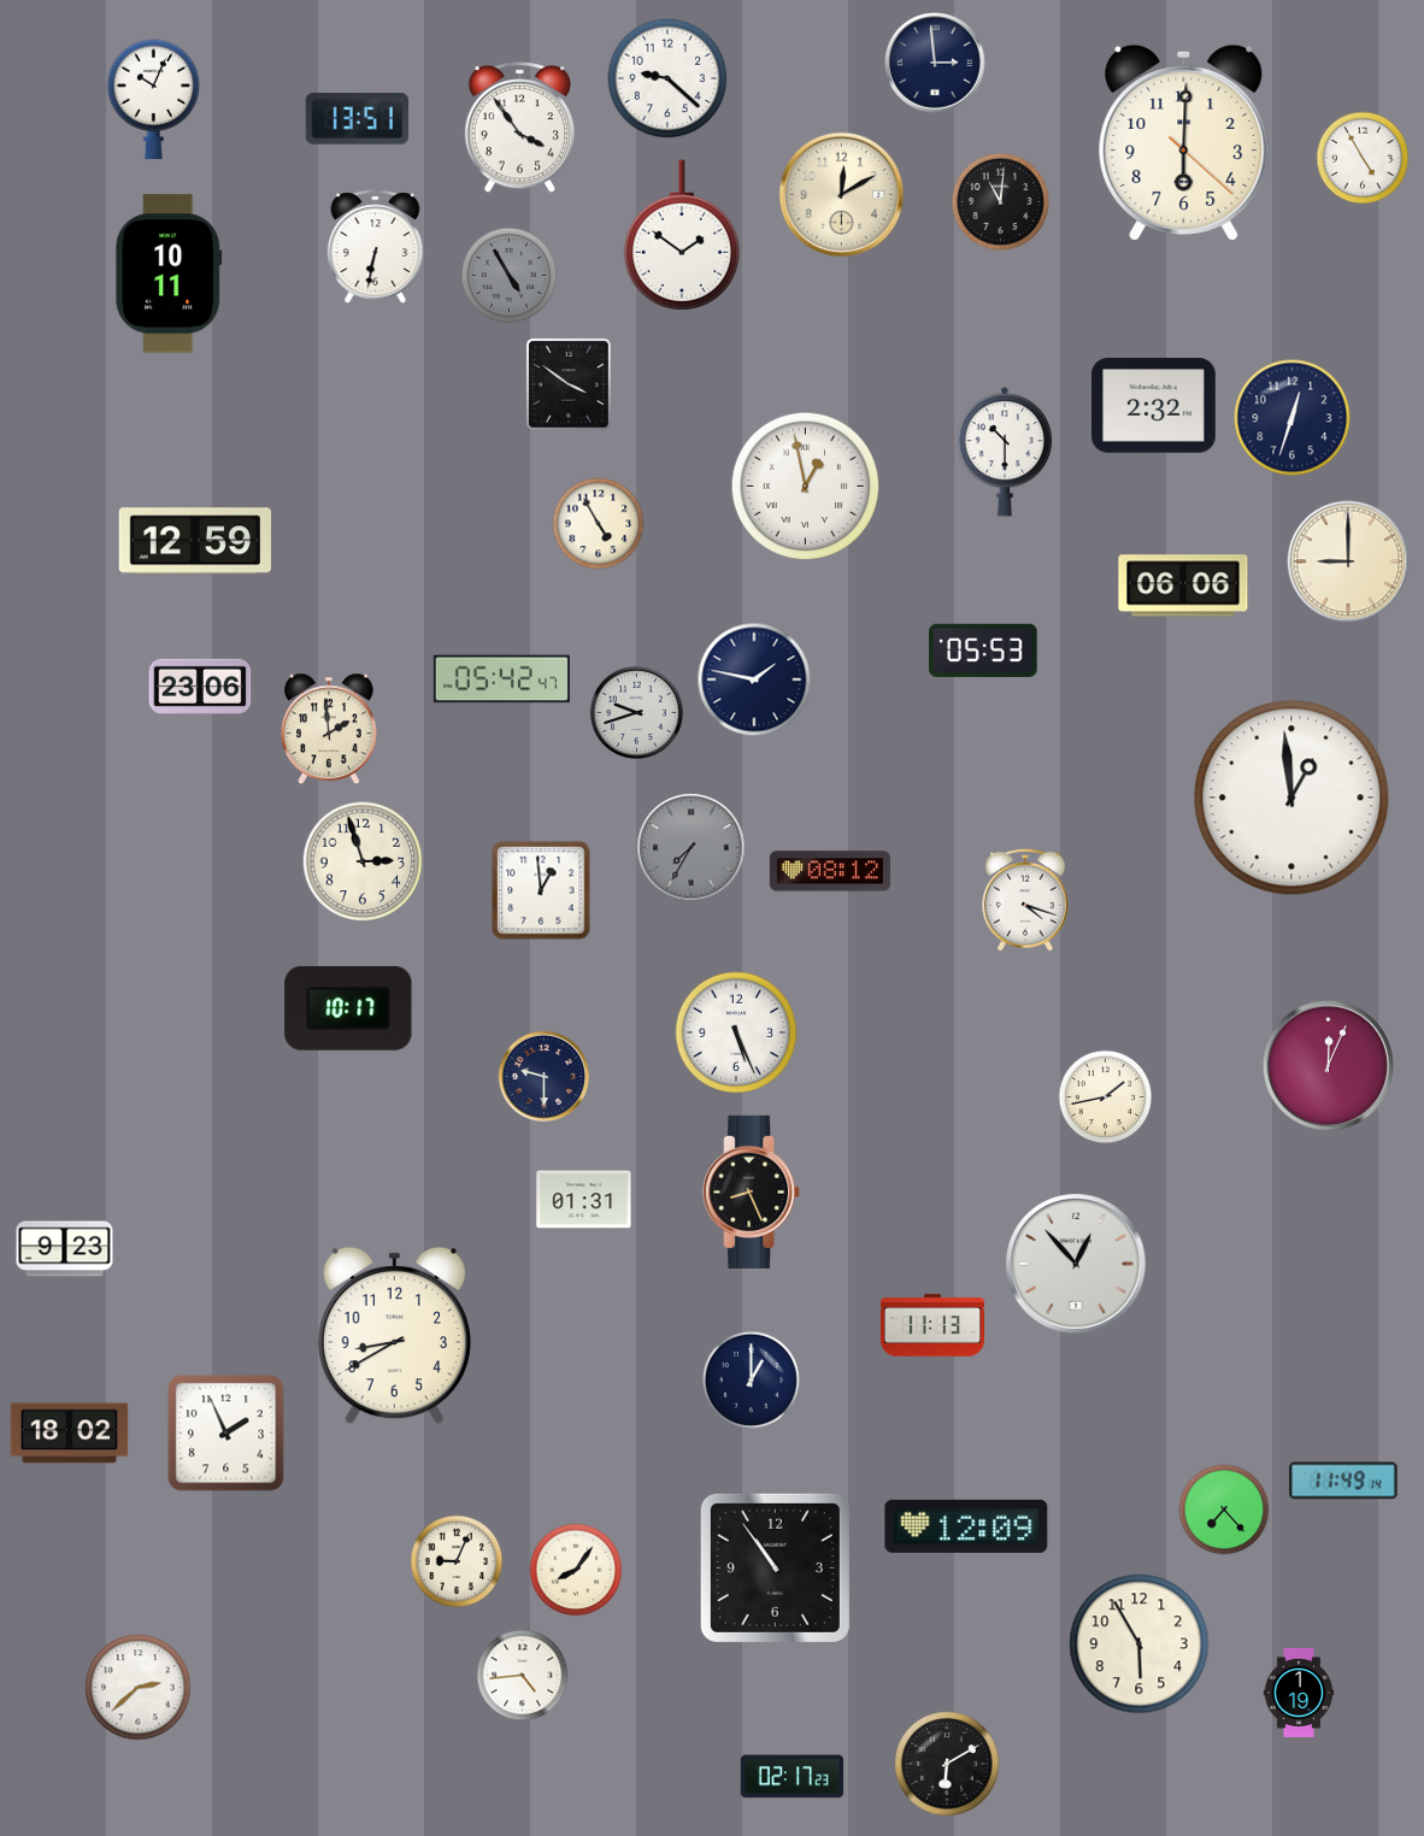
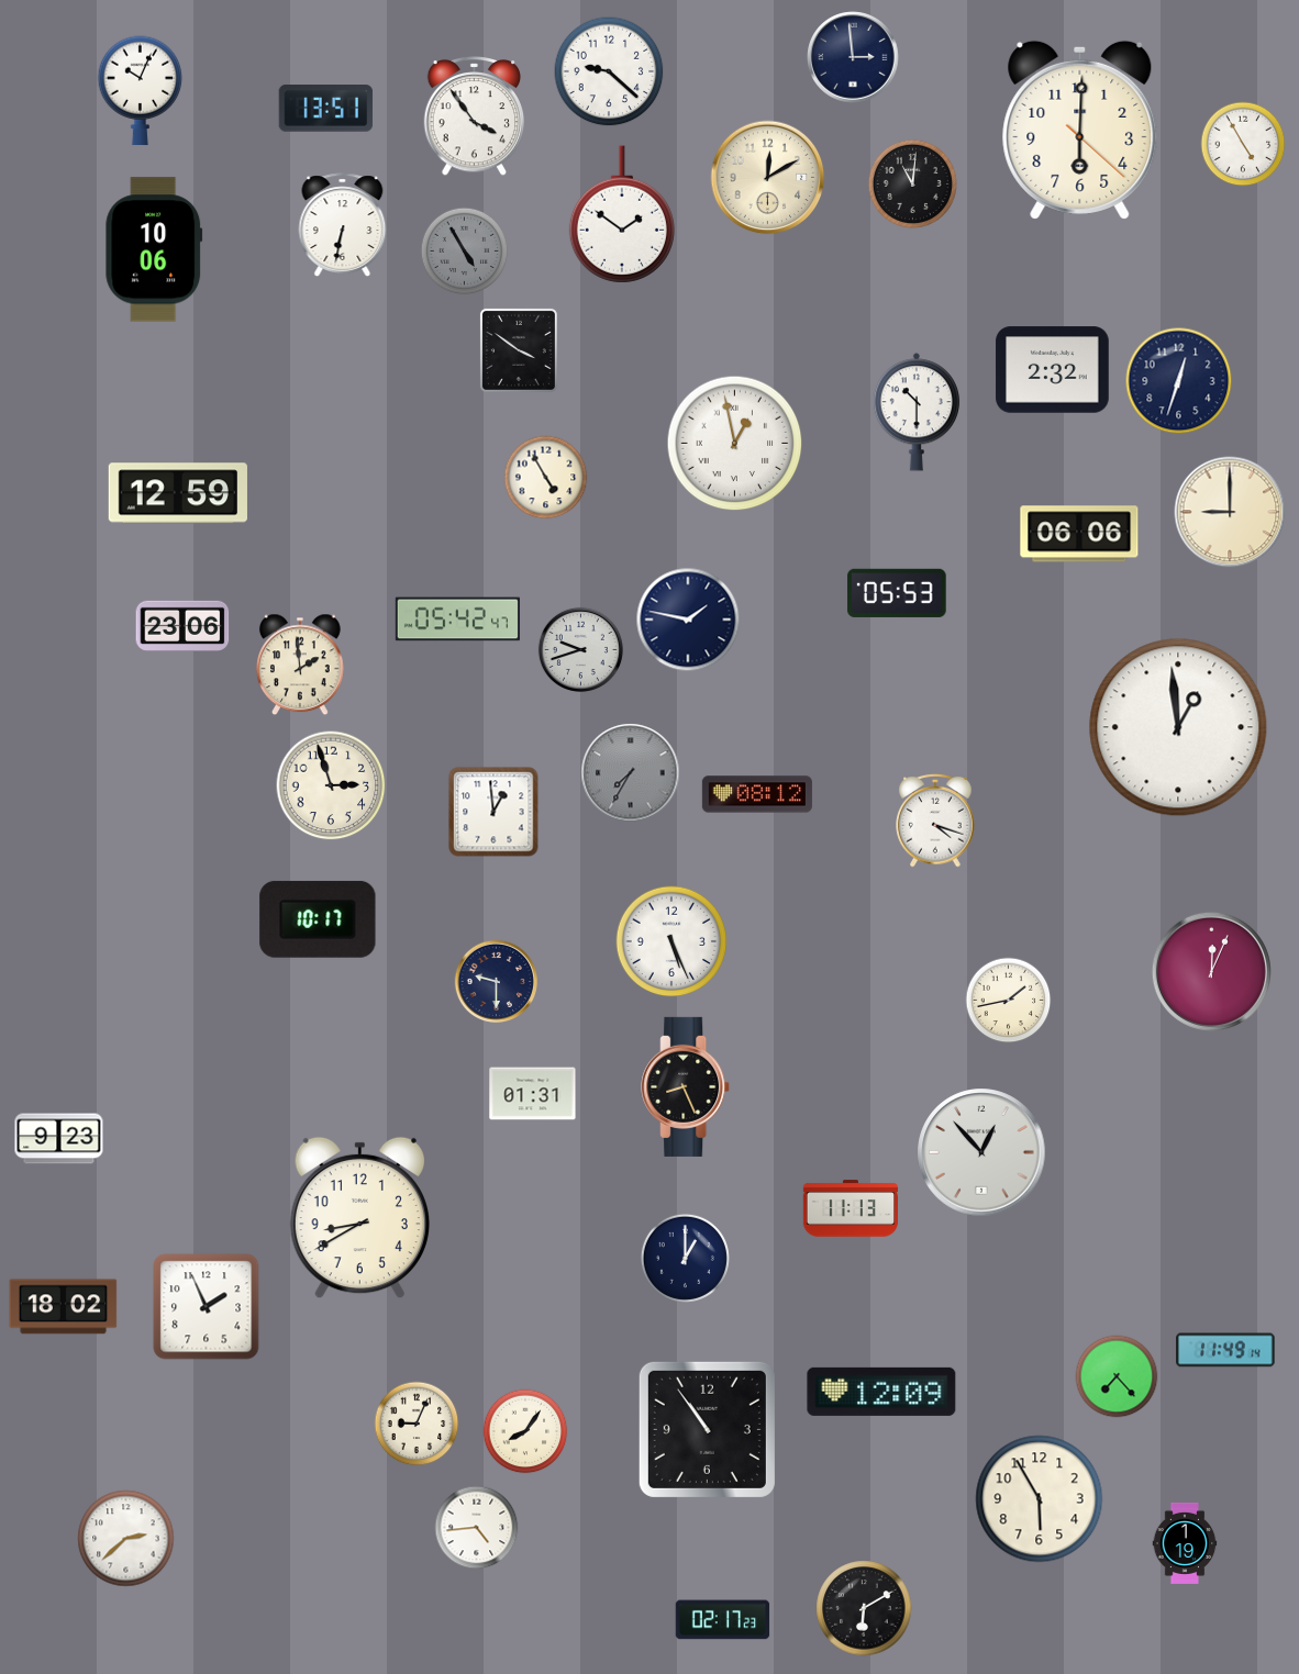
clock at (169, 273): 10:11 -> 10:06
